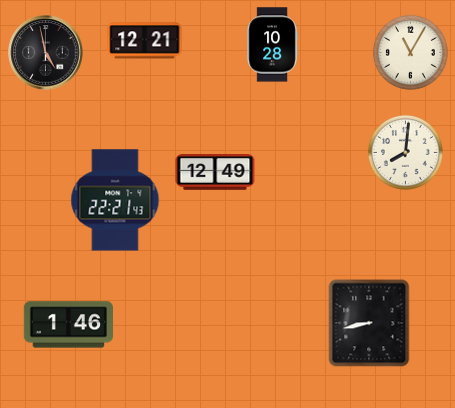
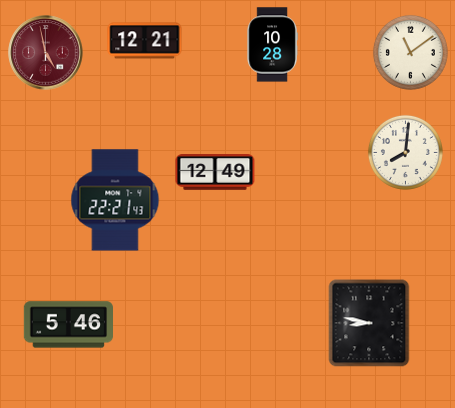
clock at (410, 52): 11:05 -> 11:09
clock at (46, 53) dial: black -> burgundy
clock at (369, 323): 8:43 -> 8:47
clock at (68, 325): 1:46 -> 5:46
